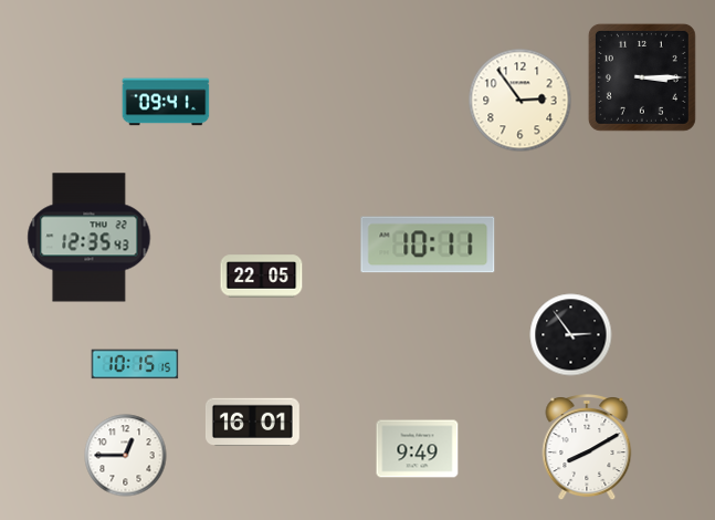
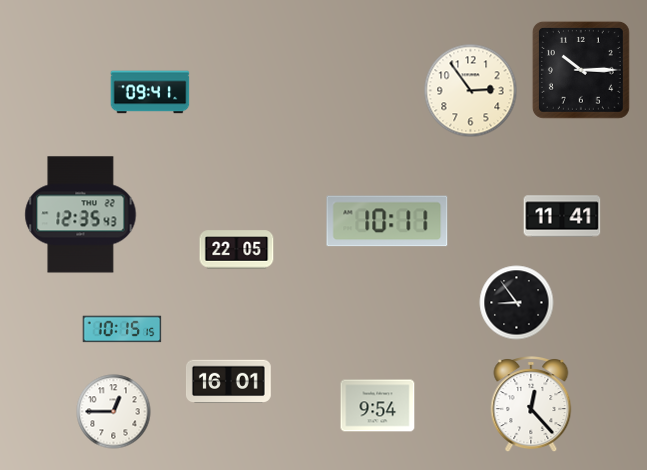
clock at (642, 77): 3:15 -> 10:15
clock at (562, 216): none -> 11:41
clock at (571, 335): 2:54 -> 8:54
clock at (587, 448): 8:10 -> 12:23
clock at (418, 449): 9:49 -> 9:54
